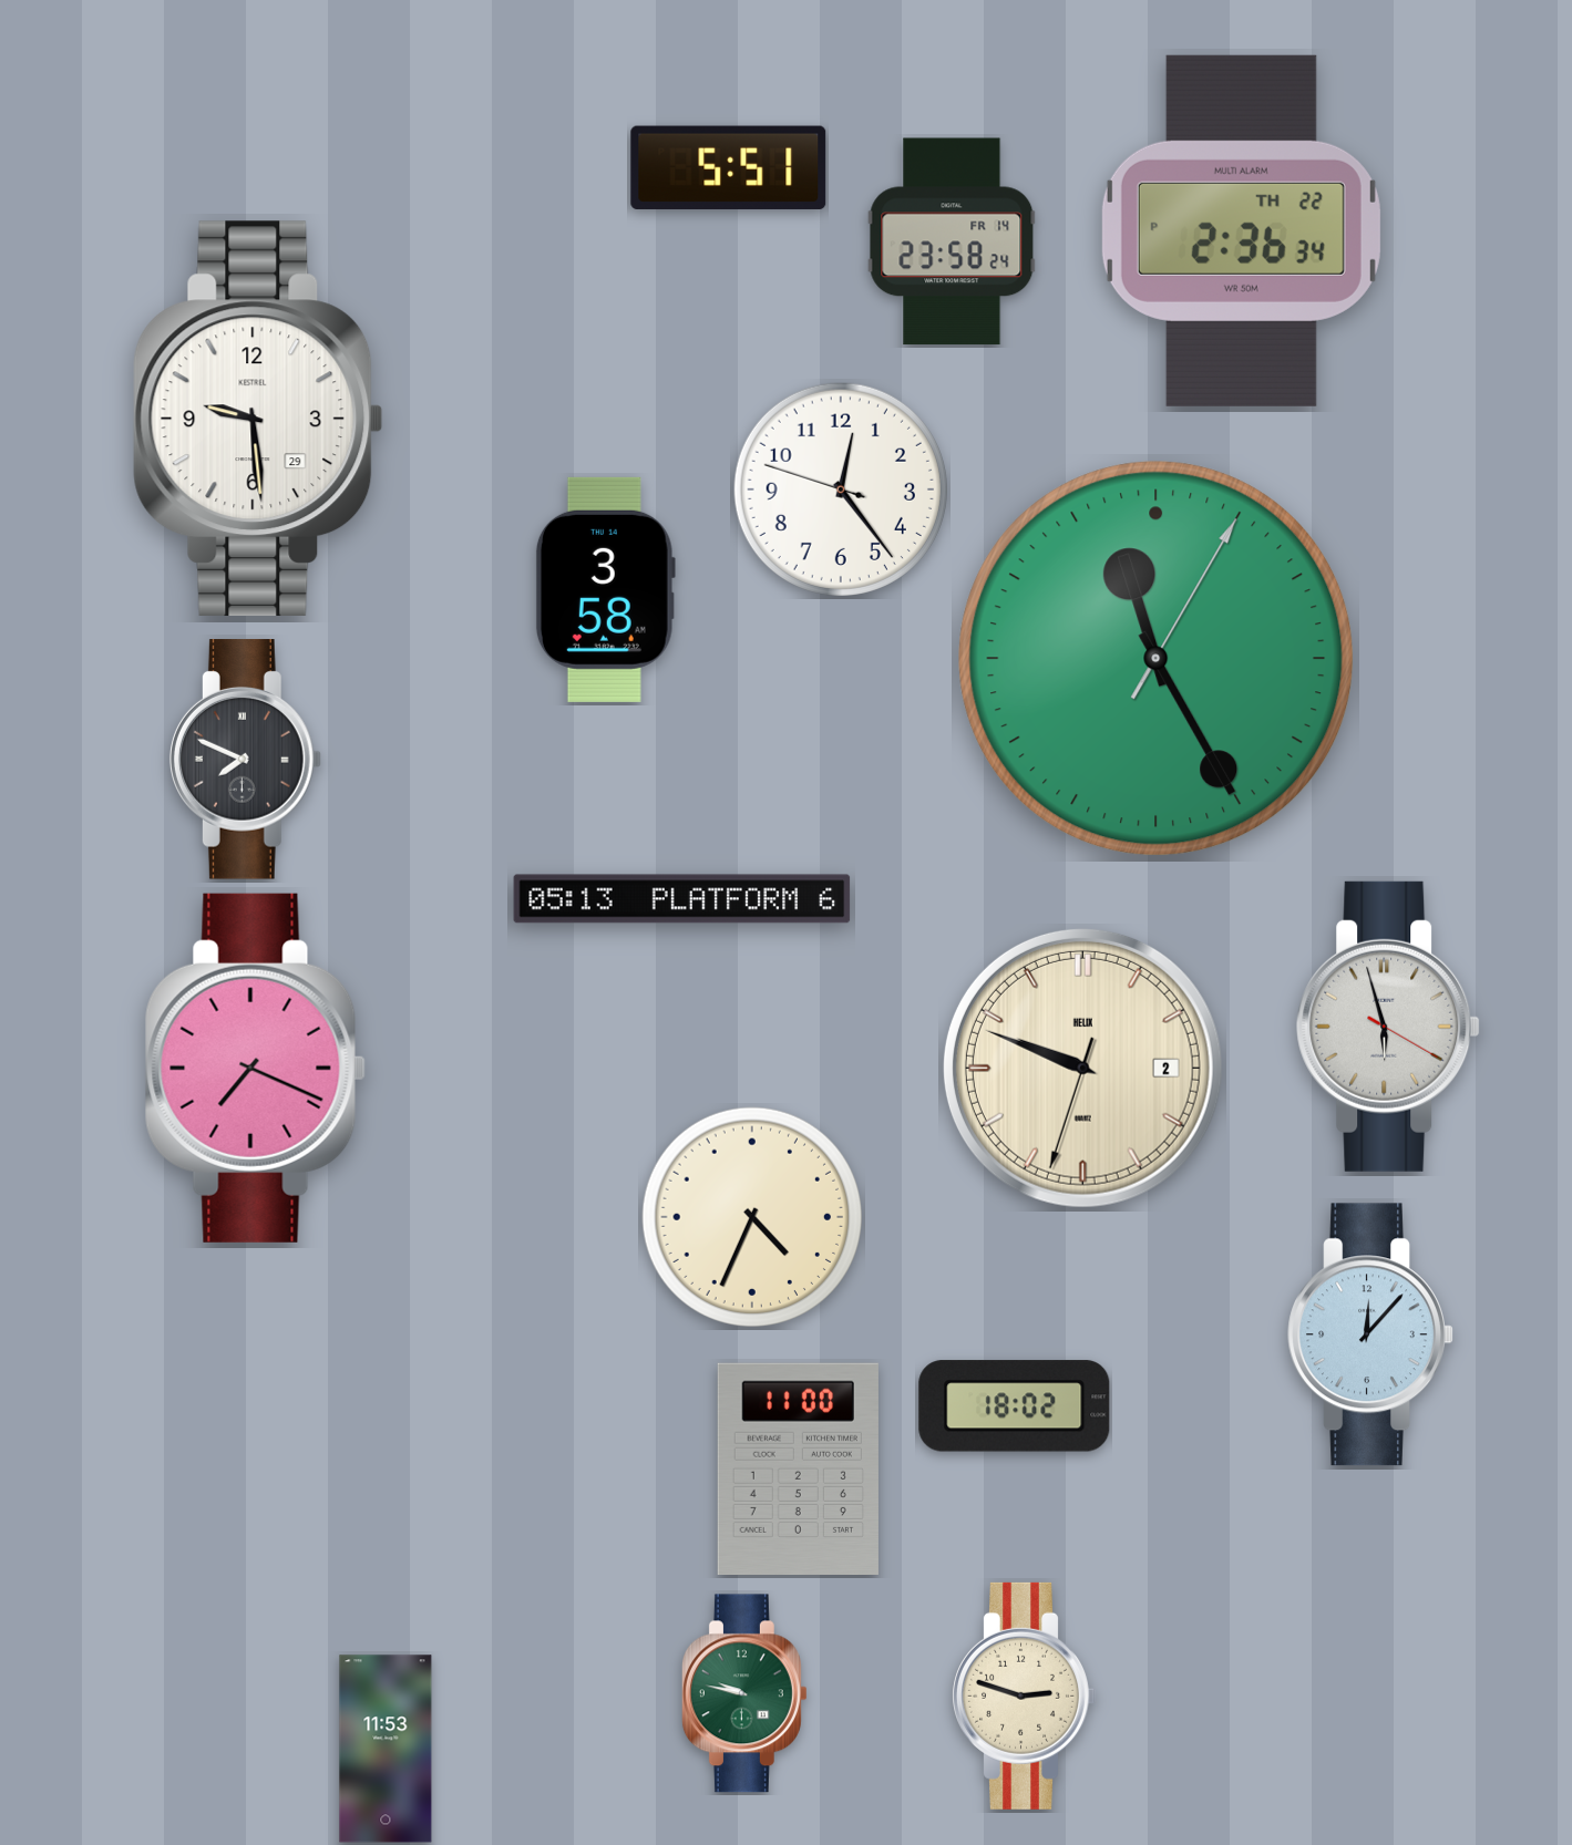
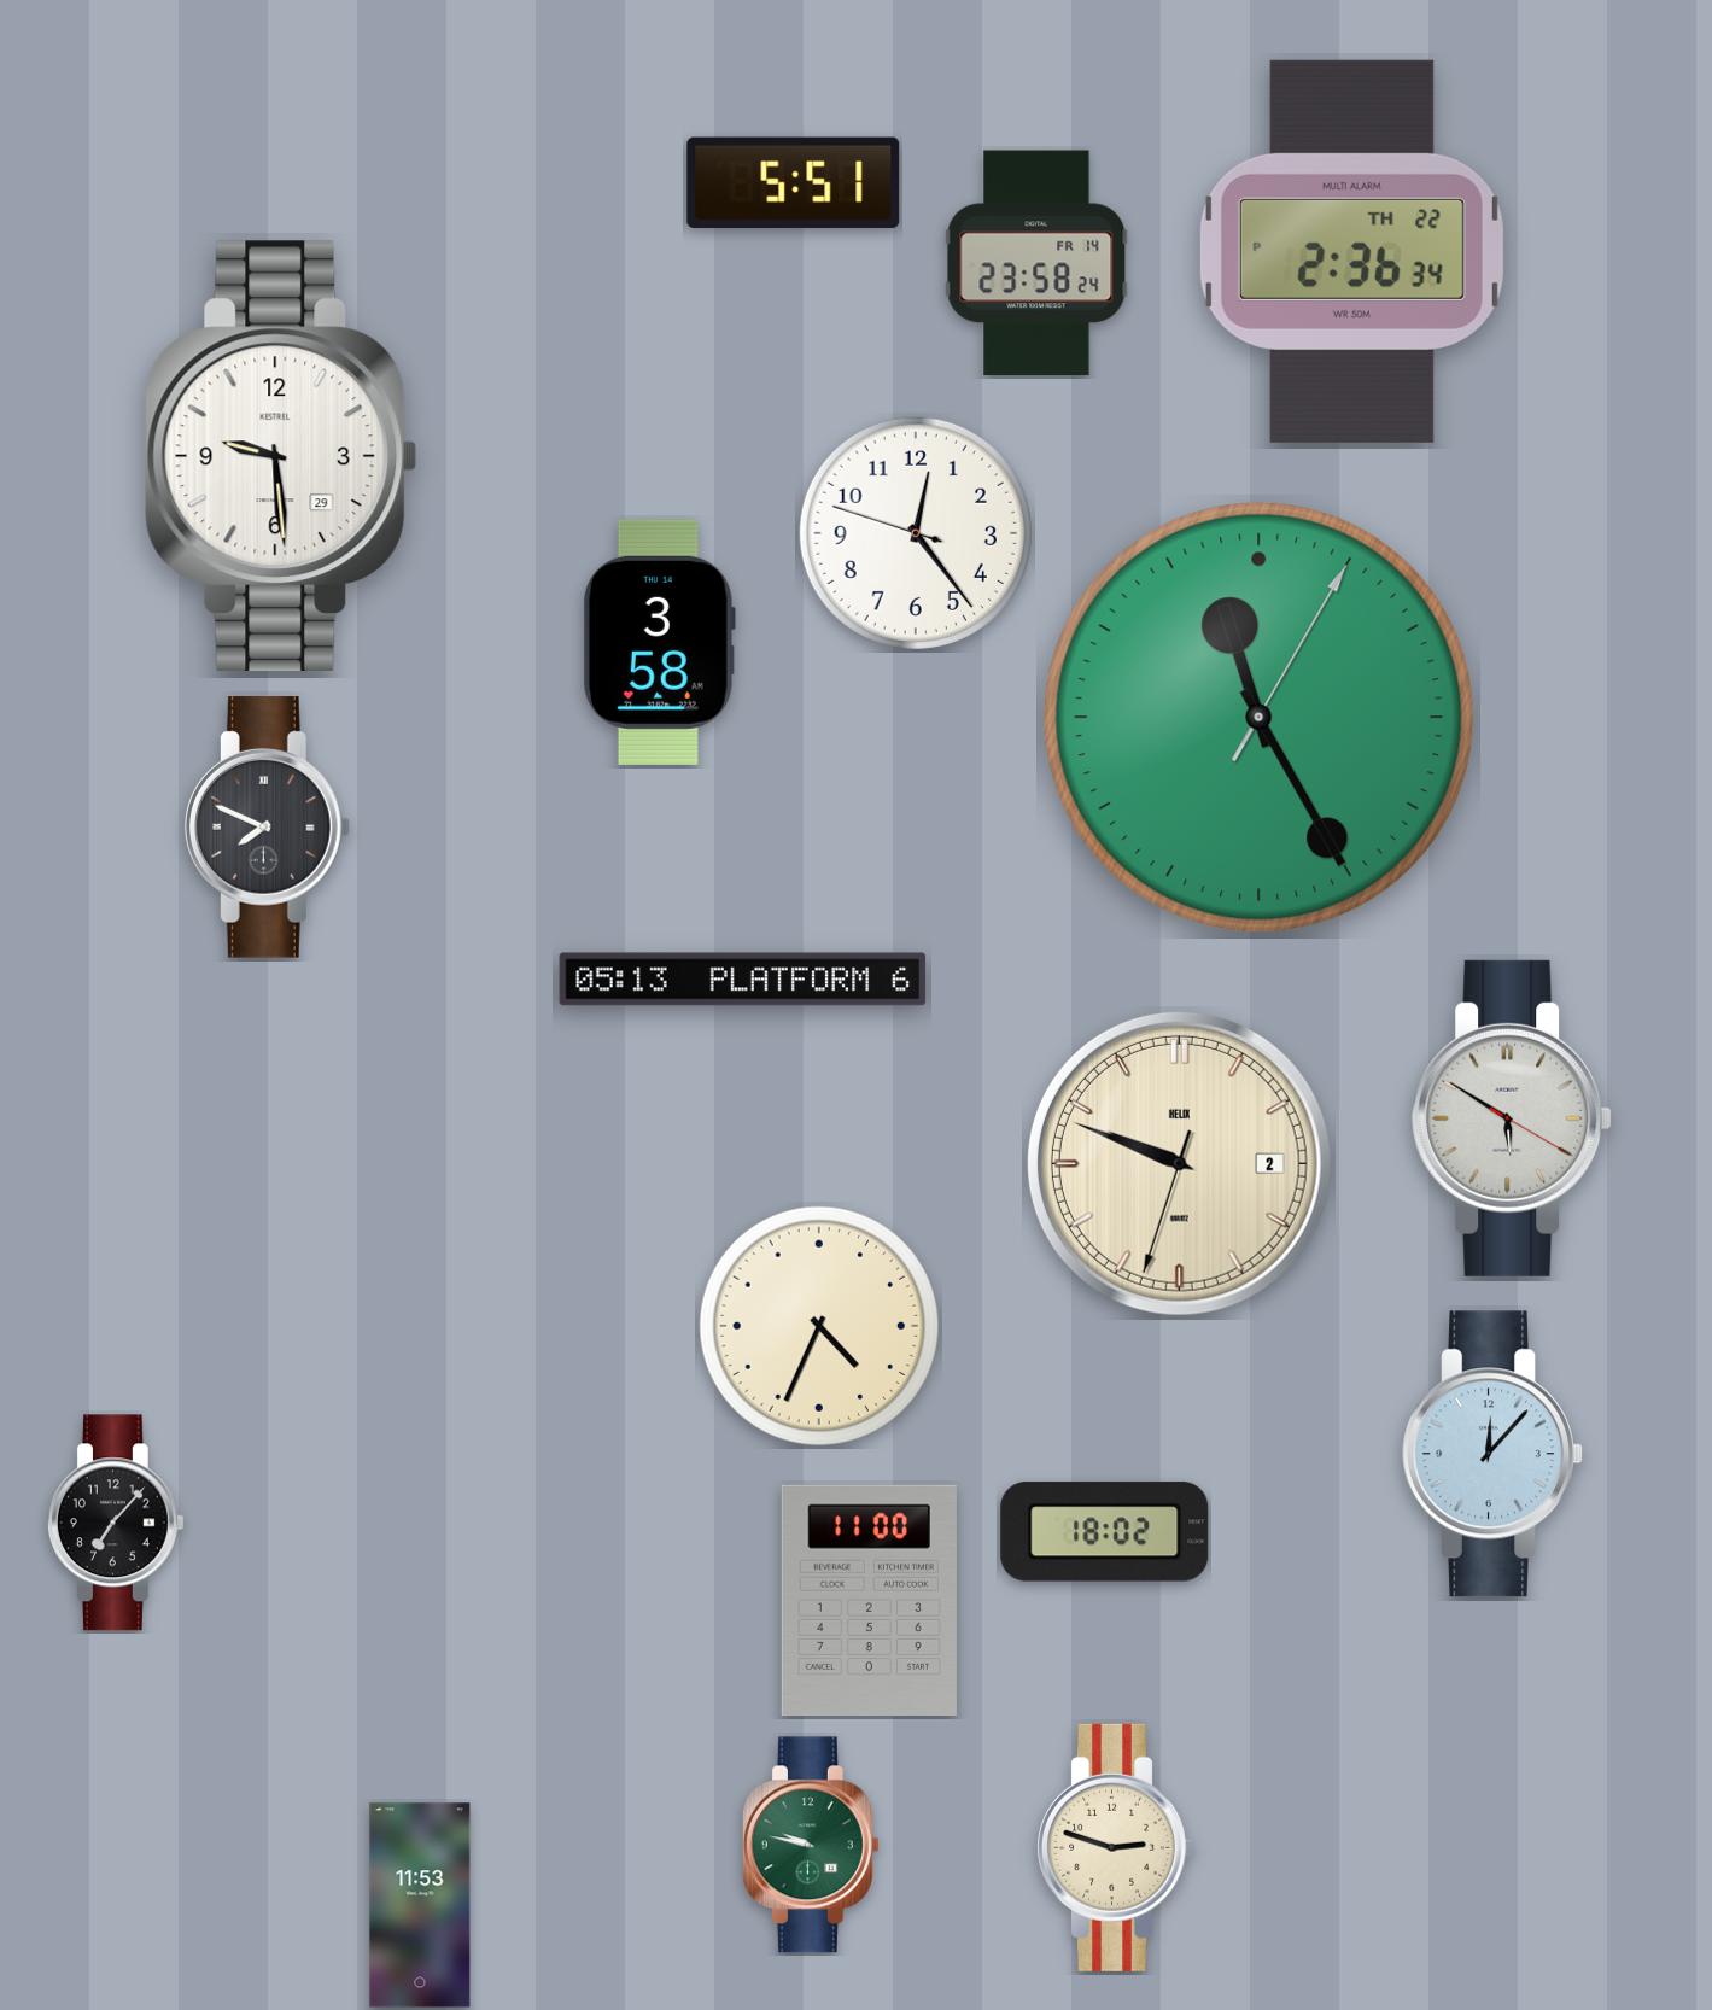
clock at (1388, 1027): 5:57 -> 5:50
clock at (255, 1068): 7:19 -> none
clock at (116, 1523): none -> 7:07
